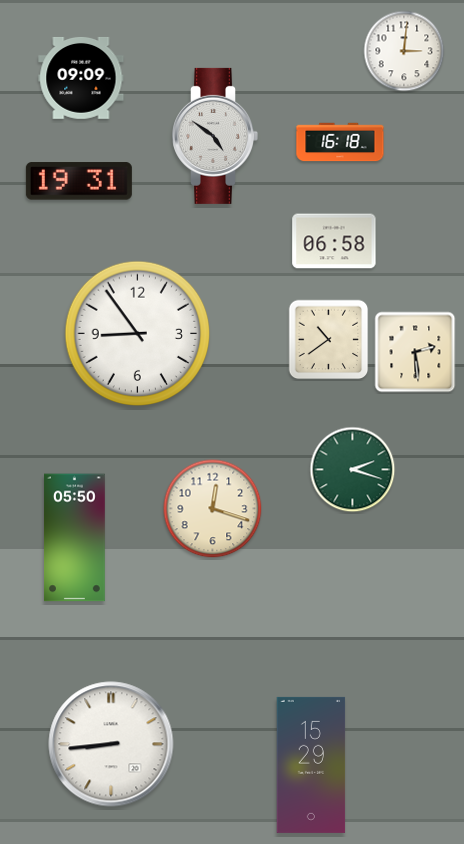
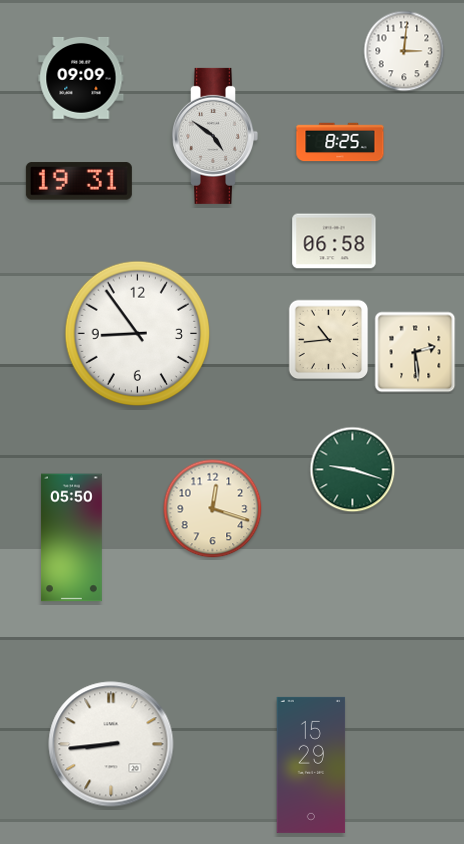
clock at (340, 142): 16:18 -> 8:25
clock at (329, 340): 10:39 -> 10:44
clock at (353, 470): 2:18 -> 9:18
clock at (75, 538) position: (75, 538) -> (72, 538)
